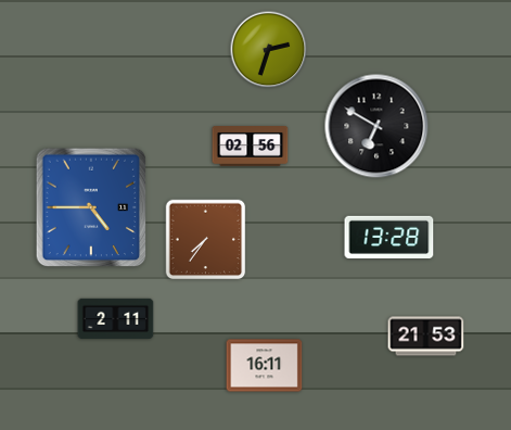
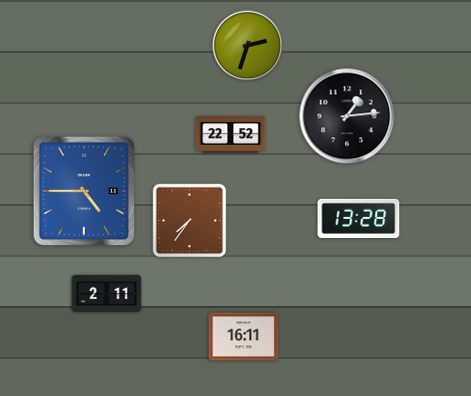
clock at (376, 126): 6:50 -> 1:14
clock at (251, 147): 02:56 -> 22:52
clock at (426, 337): 21:53 -> none
